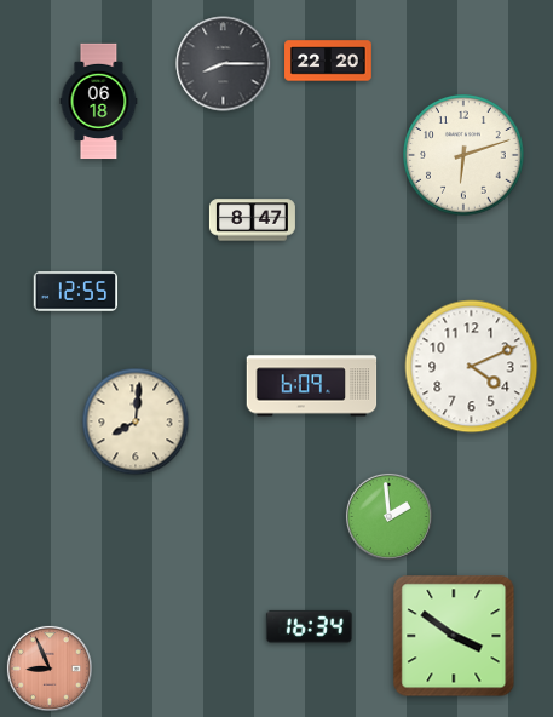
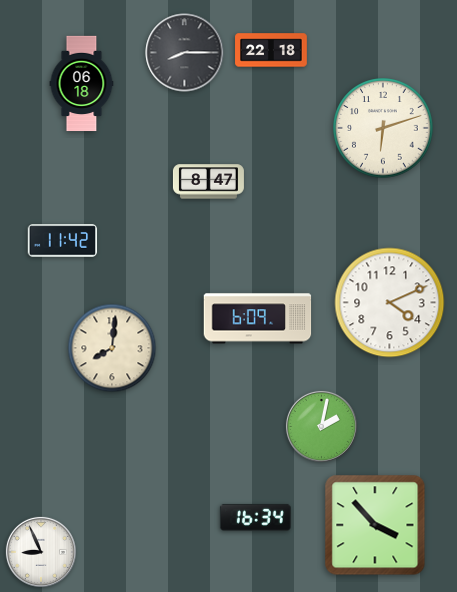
clock at (328, 61): 22:20 -> 22:18
clock at (76, 292): 12:55 -> 11:42
clock at (388, 516): 1:59 -> 2:02
clock at (454, 636): 3:51 -> 3:53
clock at (50, 669) dial: salmon -> white
